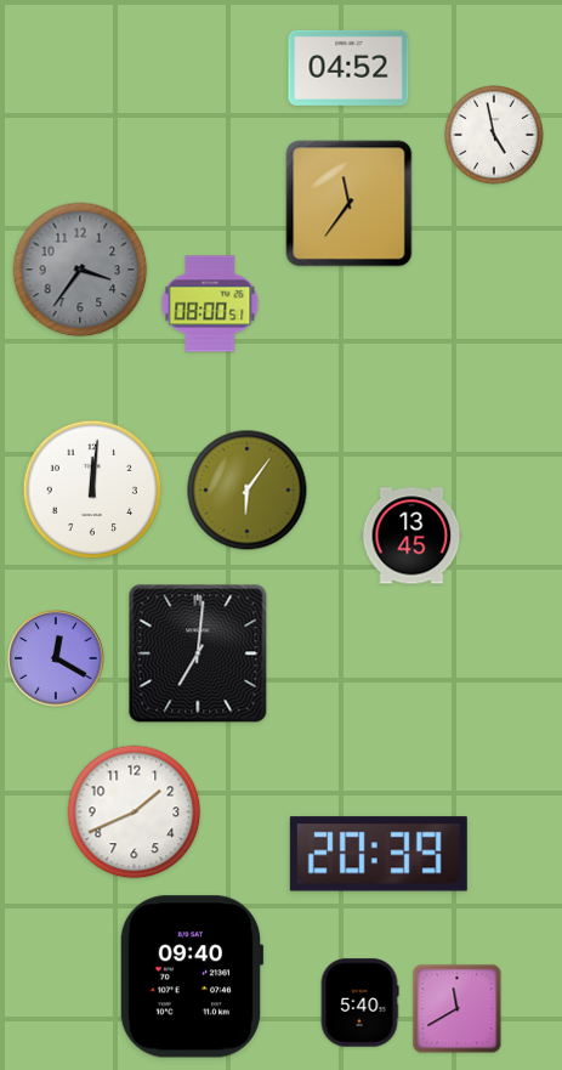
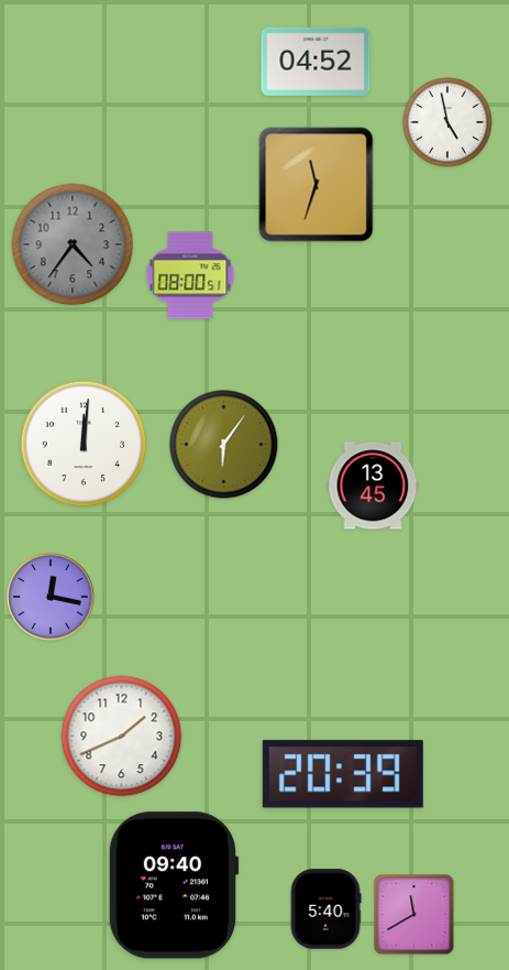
clock at (350, 204): 11:36 -> 11:33
clock at (80, 270): 3:36 -> 4:36
clock at (198, 653): 7:01 -> none
clock at (56, 658): 12:20 -> 12:17
